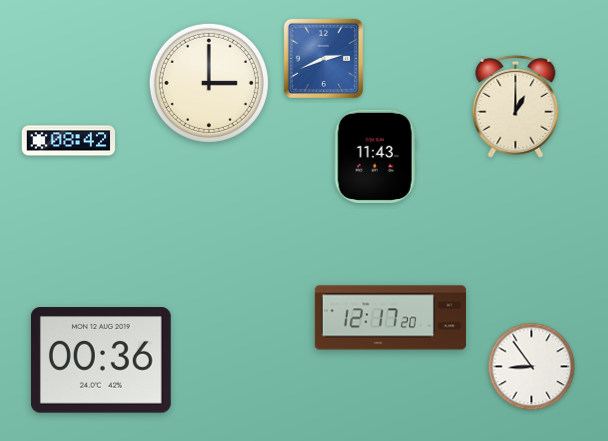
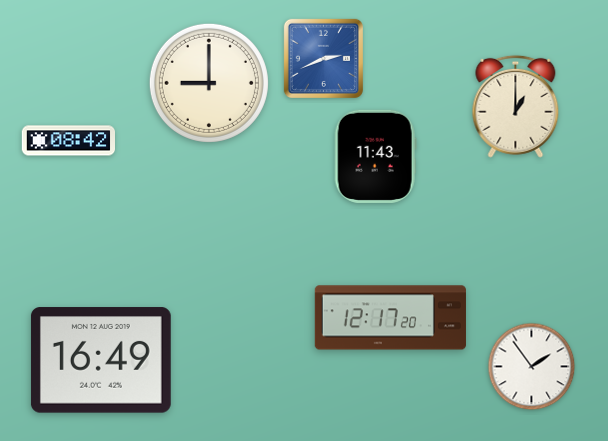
clock at (209, 83): 3:00 -> 9:00
clock at (101, 360): 00:36 -> 16:49
clock at (532, 367): 8:54 -> 1:54
